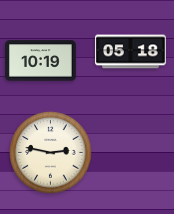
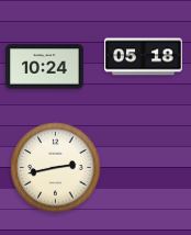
clock at (41, 61): 10:19 -> 10:24
clock at (51, 153): 2:47 -> 2:43
